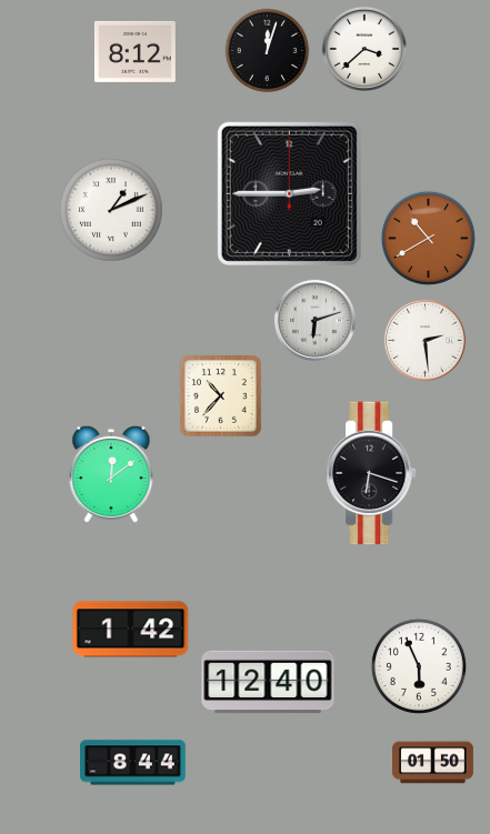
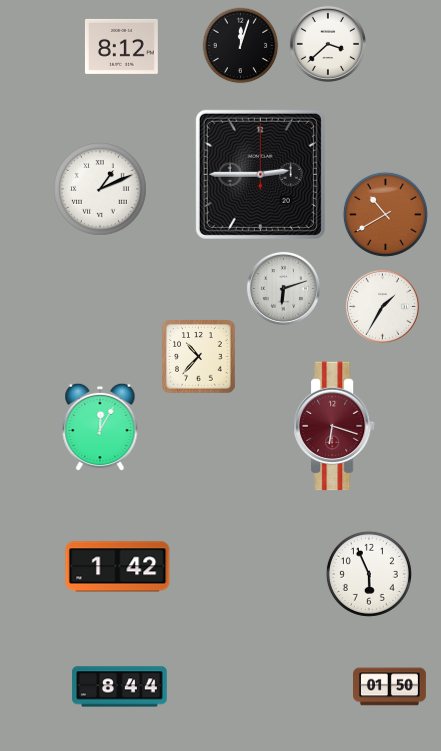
clock at (424, 340): 2:29 -> 1:35
clock at (371, 473) dial: black -> burgundy
clock at (111, 474): 12:09 -> 12:05
clock at (419, 666) position: (419, 666) -> (369, 574)
clock at (268, 682): 12:40 -> none
